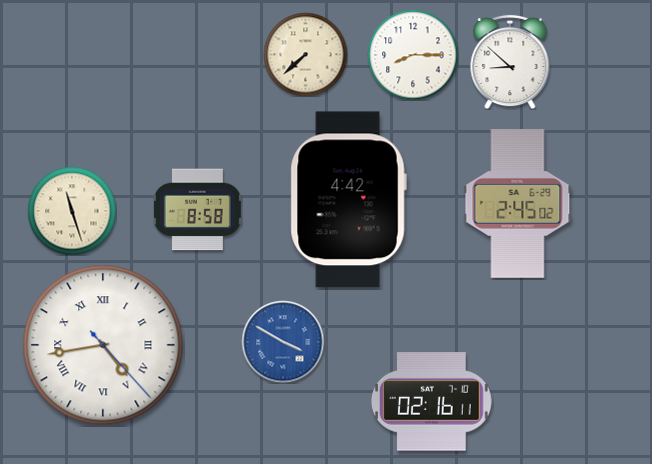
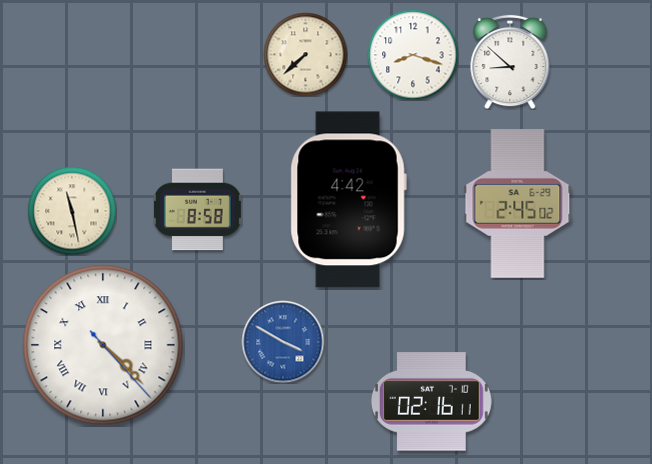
clock at (413, 55): 8:15 -> 8:18
clock at (72, 211): 11:27 -> 11:28
clock at (103, 345): 4:43 -> 4:22
